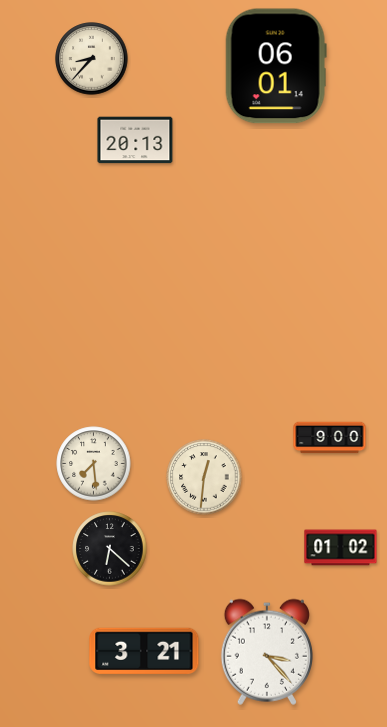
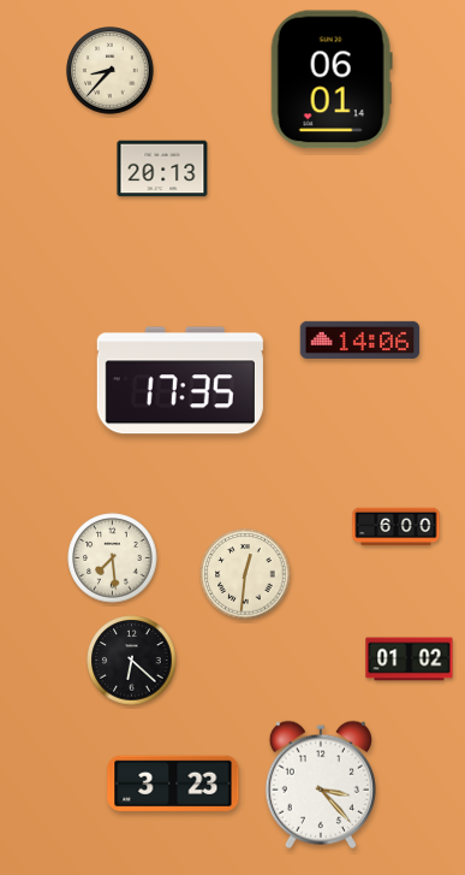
clock at (360, 339): none -> 14:06
clock at (180, 380): none -> 17:35
clock at (330, 438): 9:00 -> 6:00
clock at (144, 651): 3:21 -> 3:23
